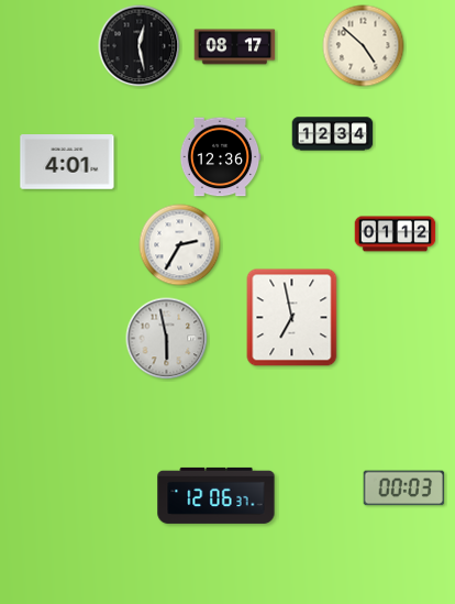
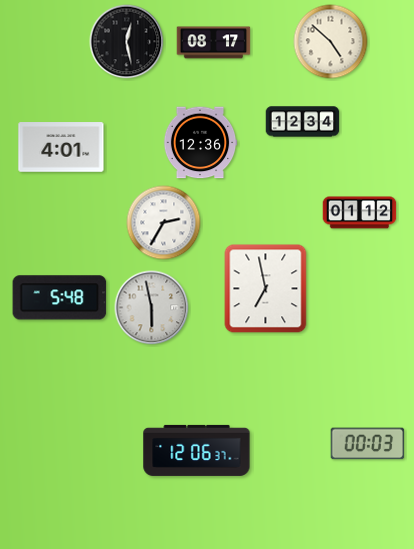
clock at (60, 298): none -> 5:48
